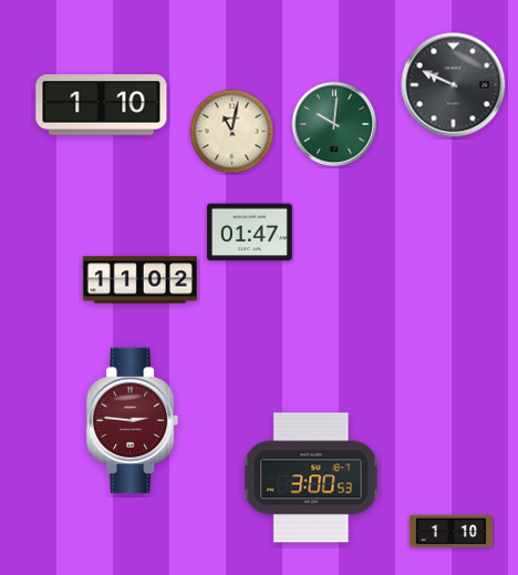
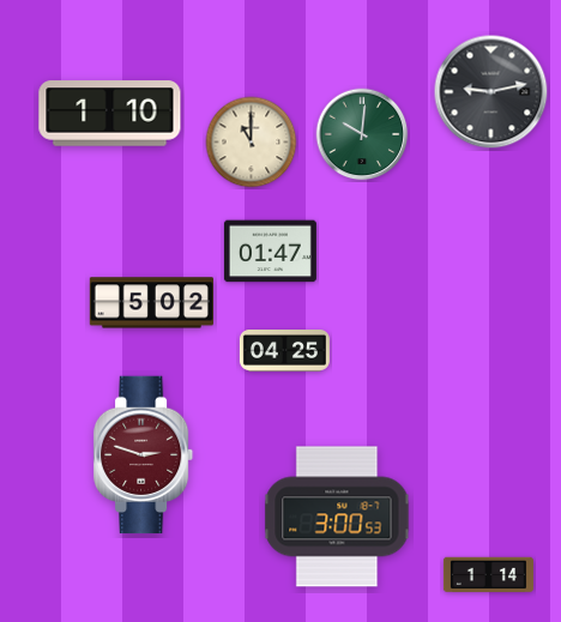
clock at (454, 85): 9:49 -> 9:13
clock at (232, 132): 11:02 -> 11:00
clock at (139, 280): 11:02 -> 5:02
clock at (284, 351): none -> 04:25
clock at (133, 421): 2:46 -> 2:48
clock at (450, 532): 1:10 -> 1:14
